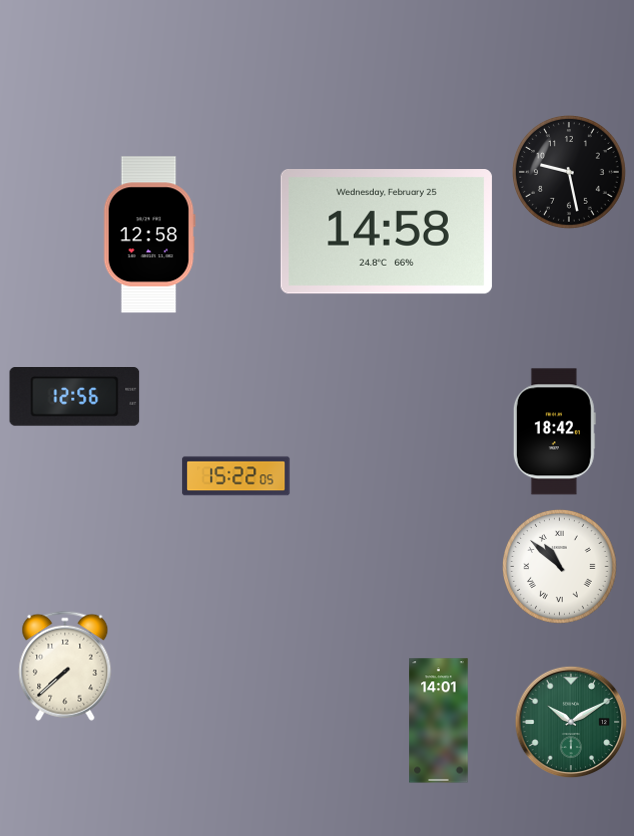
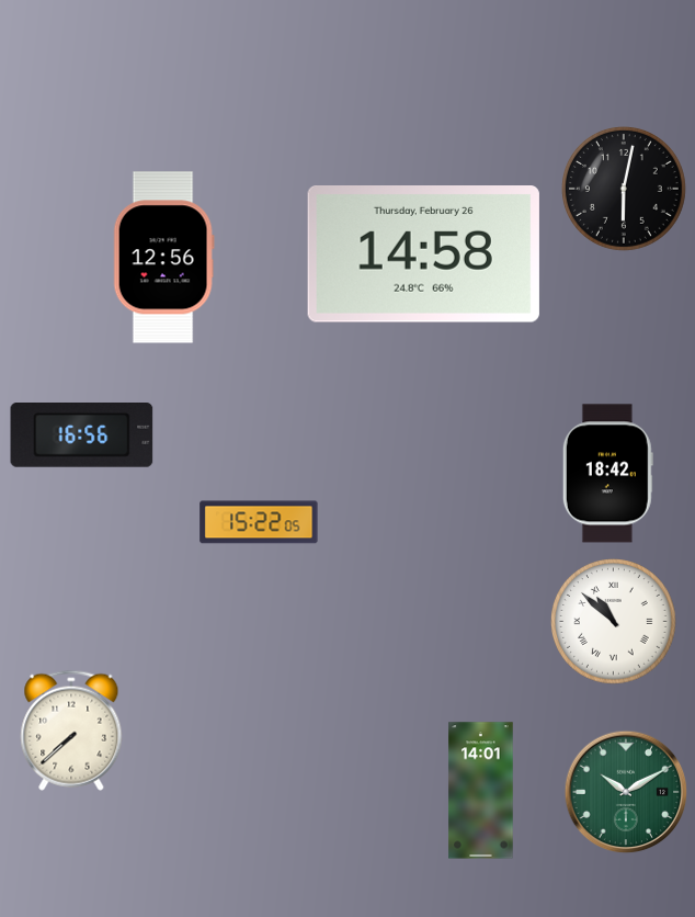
clock at (570, 173): 9:28 -> 6:02
clock at (386, 232) date: Wednesday, February 25 -> Thursday, February 26
clock at (149, 235): 12:58 -> 12:56
clock at (75, 397): 12:56 -> 16:56
